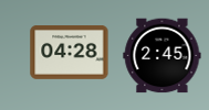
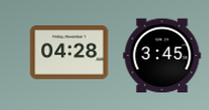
clock at (163, 56): 2:45 -> 3:45
